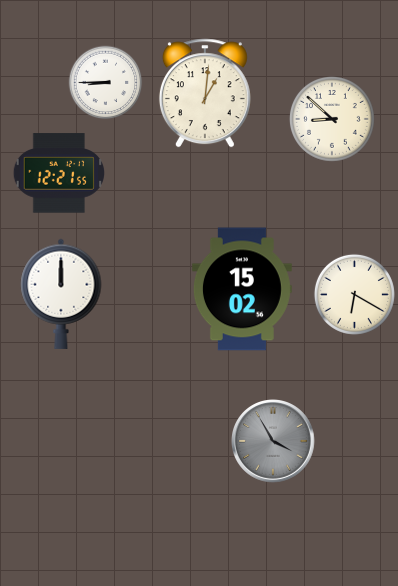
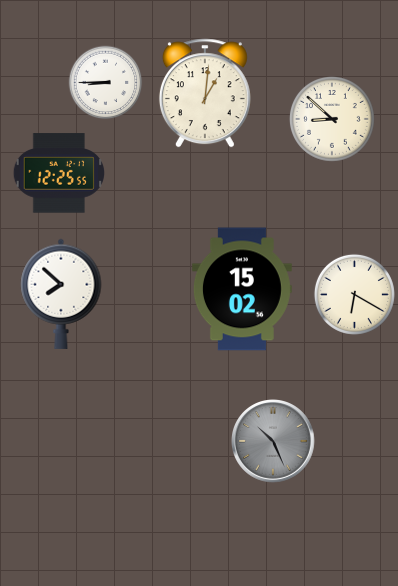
clock at (58, 173): 12:21 -> 12:25
clock at (61, 294): 12:00 -> 7:52
clock at (274, 442): 3:55 -> 10:26
